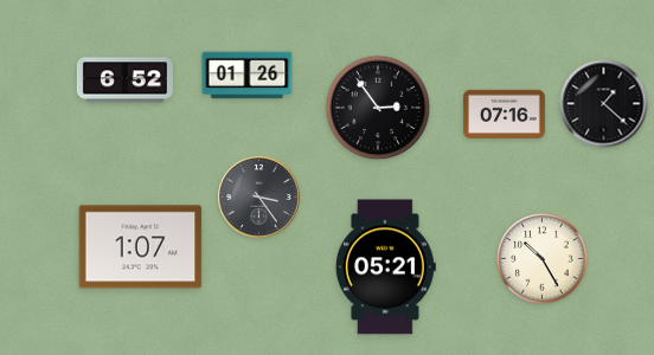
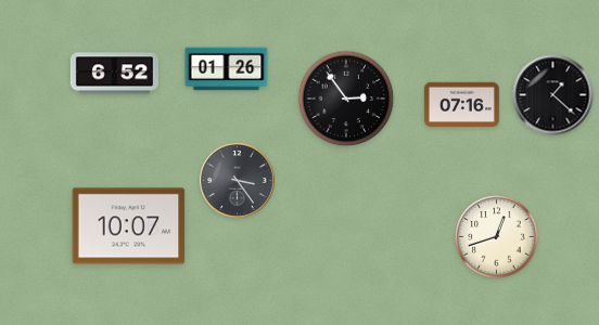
clock at (141, 247): 1:07 -> 10:07
clock at (543, 259): 10:25 -> 12:42
clock at (385, 267): 05:21 -> none
